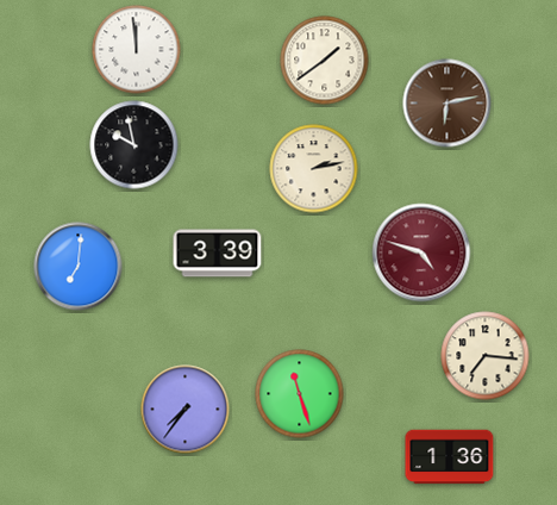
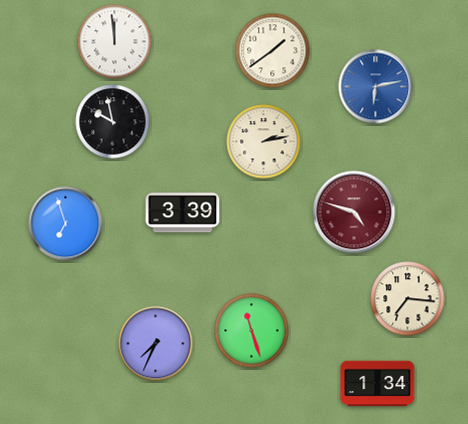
clock at (448, 104) dial: brown -> blue
clock at (79, 267): 7:01 -> 6:57
clock at (186, 410): 7:36 -> 7:34
clock at (450, 457): 1:36 -> 1:34
